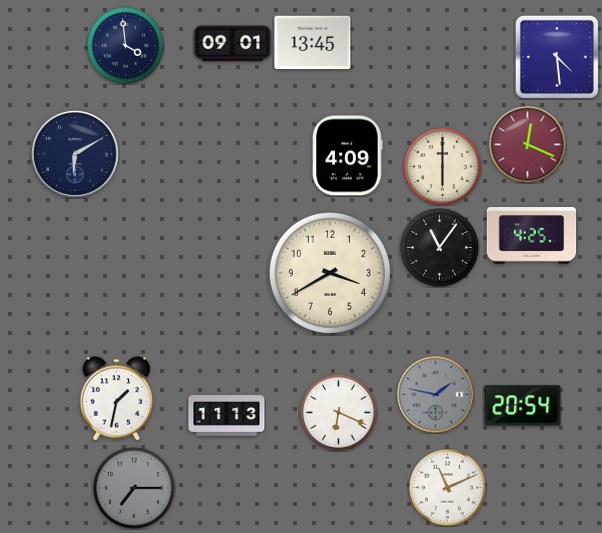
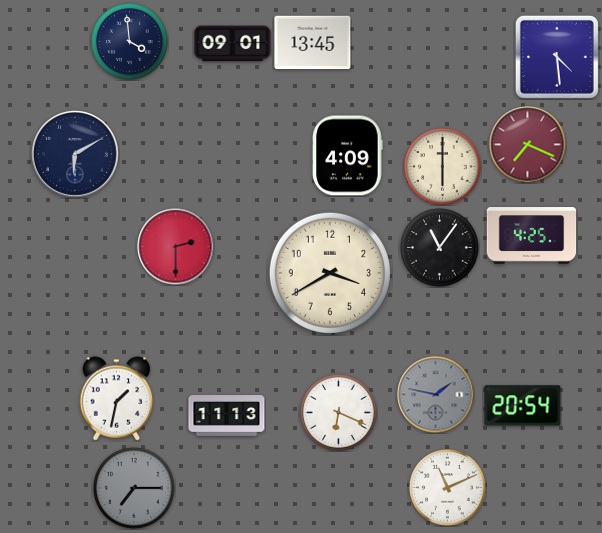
clock at (126, 46) position: (126, 46) -> (130, 42)
clock at (528, 145): 12:19 -> 7:19
clock at (176, 247): none -> 2:30
